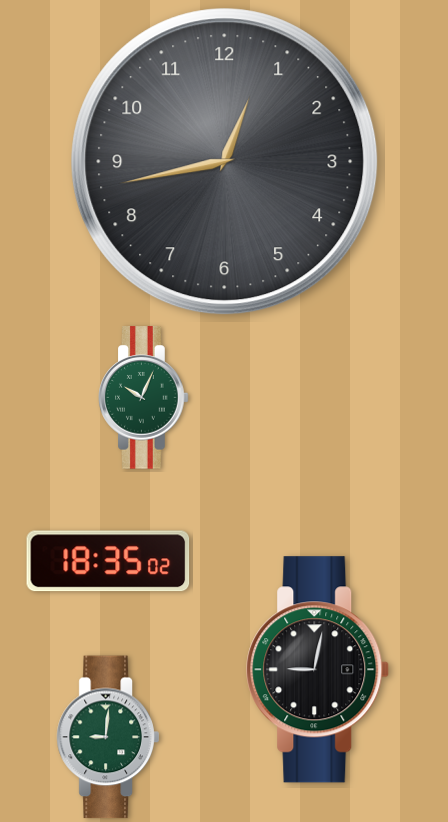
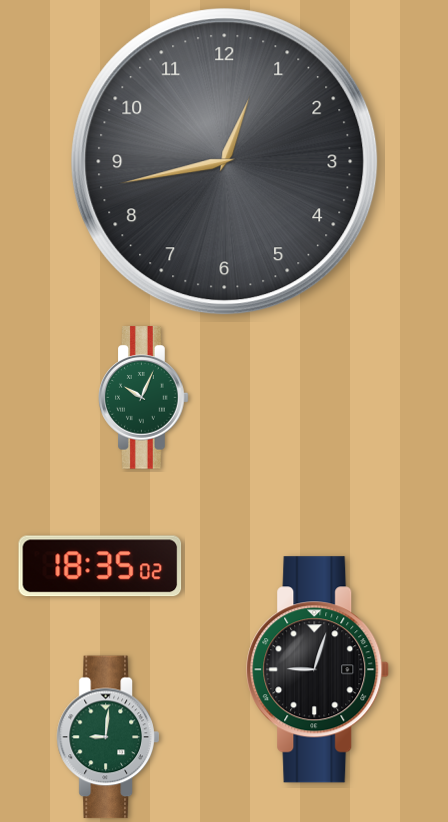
clock at (108, 561) position: (108, 561) -> (100, 566)
clock at (318, 670): 9:02 -> 9:03
